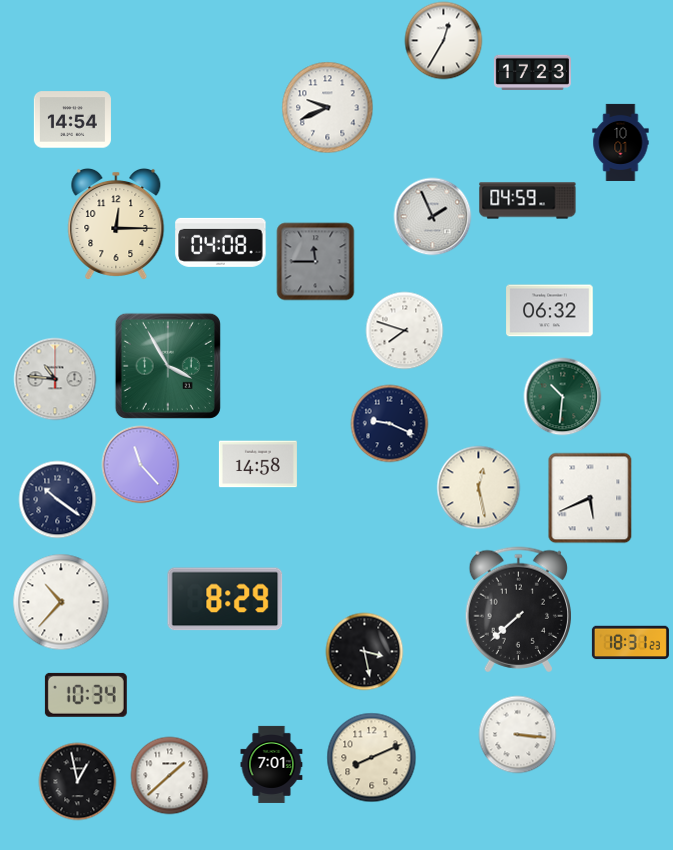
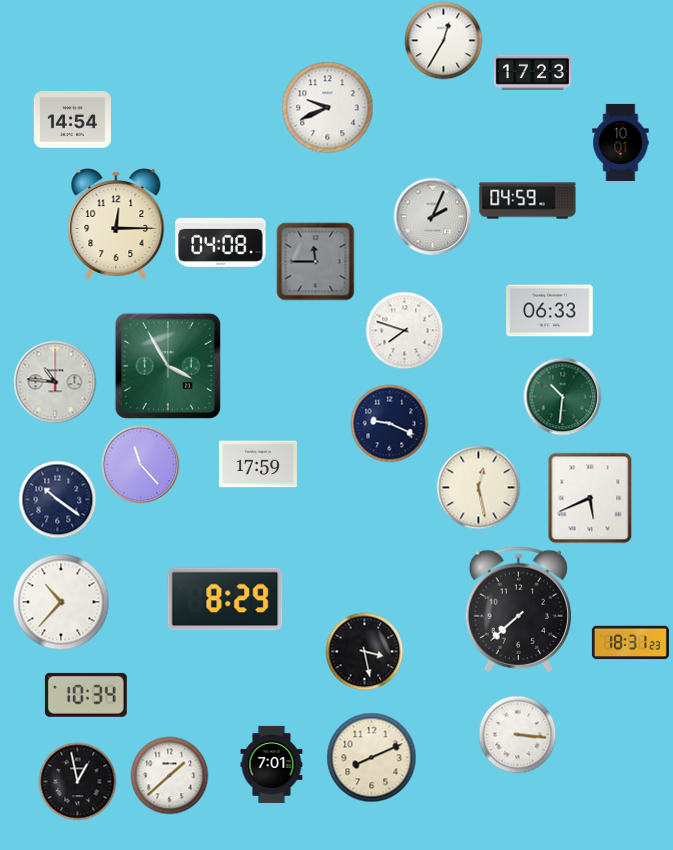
clock at (432, 216): 1:56 -> 2:04
clock at (550, 311): 06:32 -> 06:33
clock at (55, 379) position: (55, 379) -> (55, 382)
clock at (258, 464): 14:58 -> 17:59
